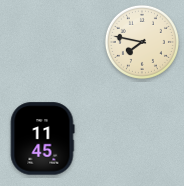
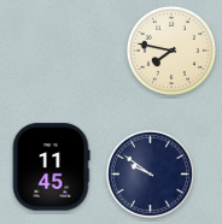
clock at (150, 173): none -> 9:51
